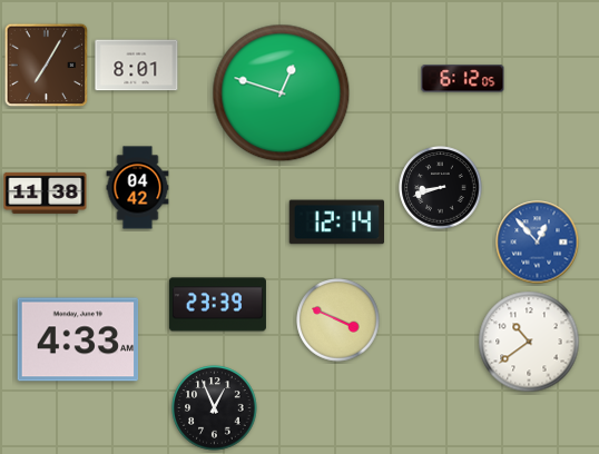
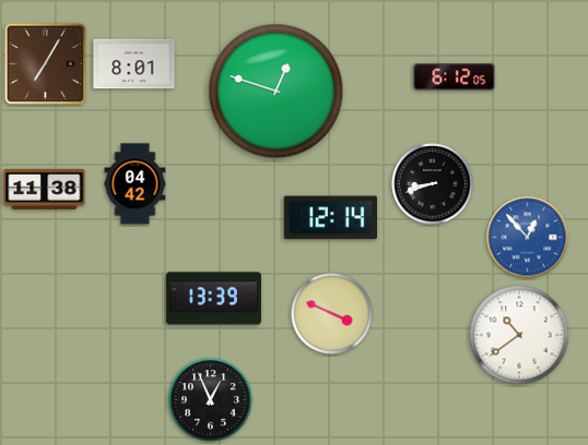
clock at (217, 305): 23:39 -> 13:39
clock at (78, 339): 4:33 -> none
